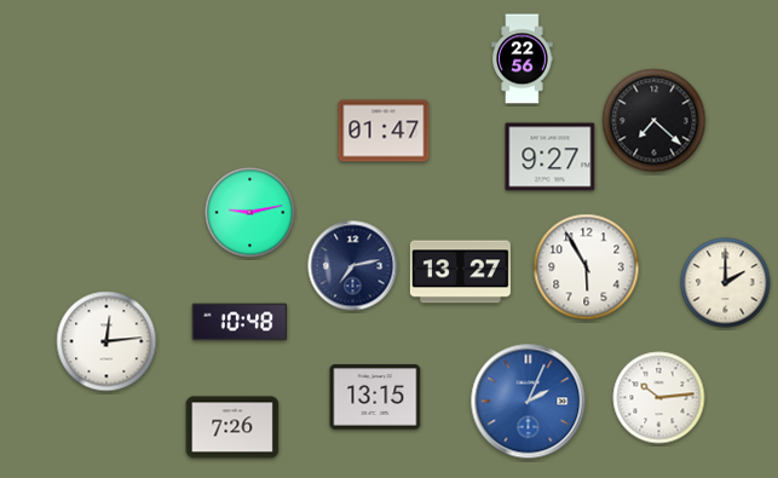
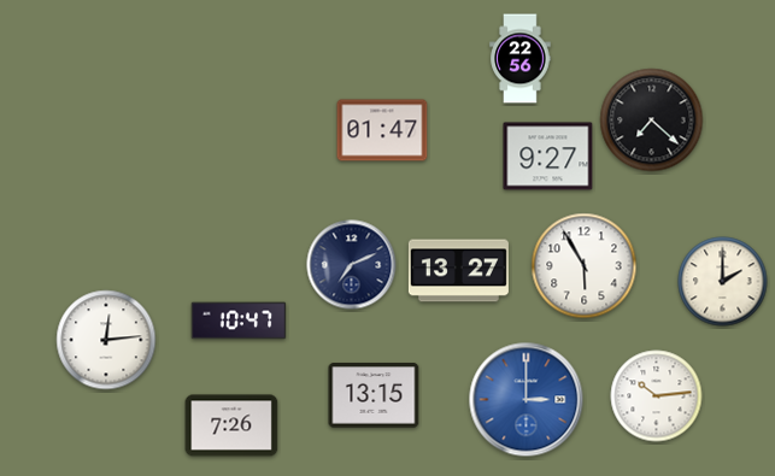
clock at (250, 213): 9:13 -> none
clock at (353, 266): 7:13 -> 7:11
clock at (240, 322): 10:48 -> 10:47
clock at (529, 402): 2:04 -> 3:00
